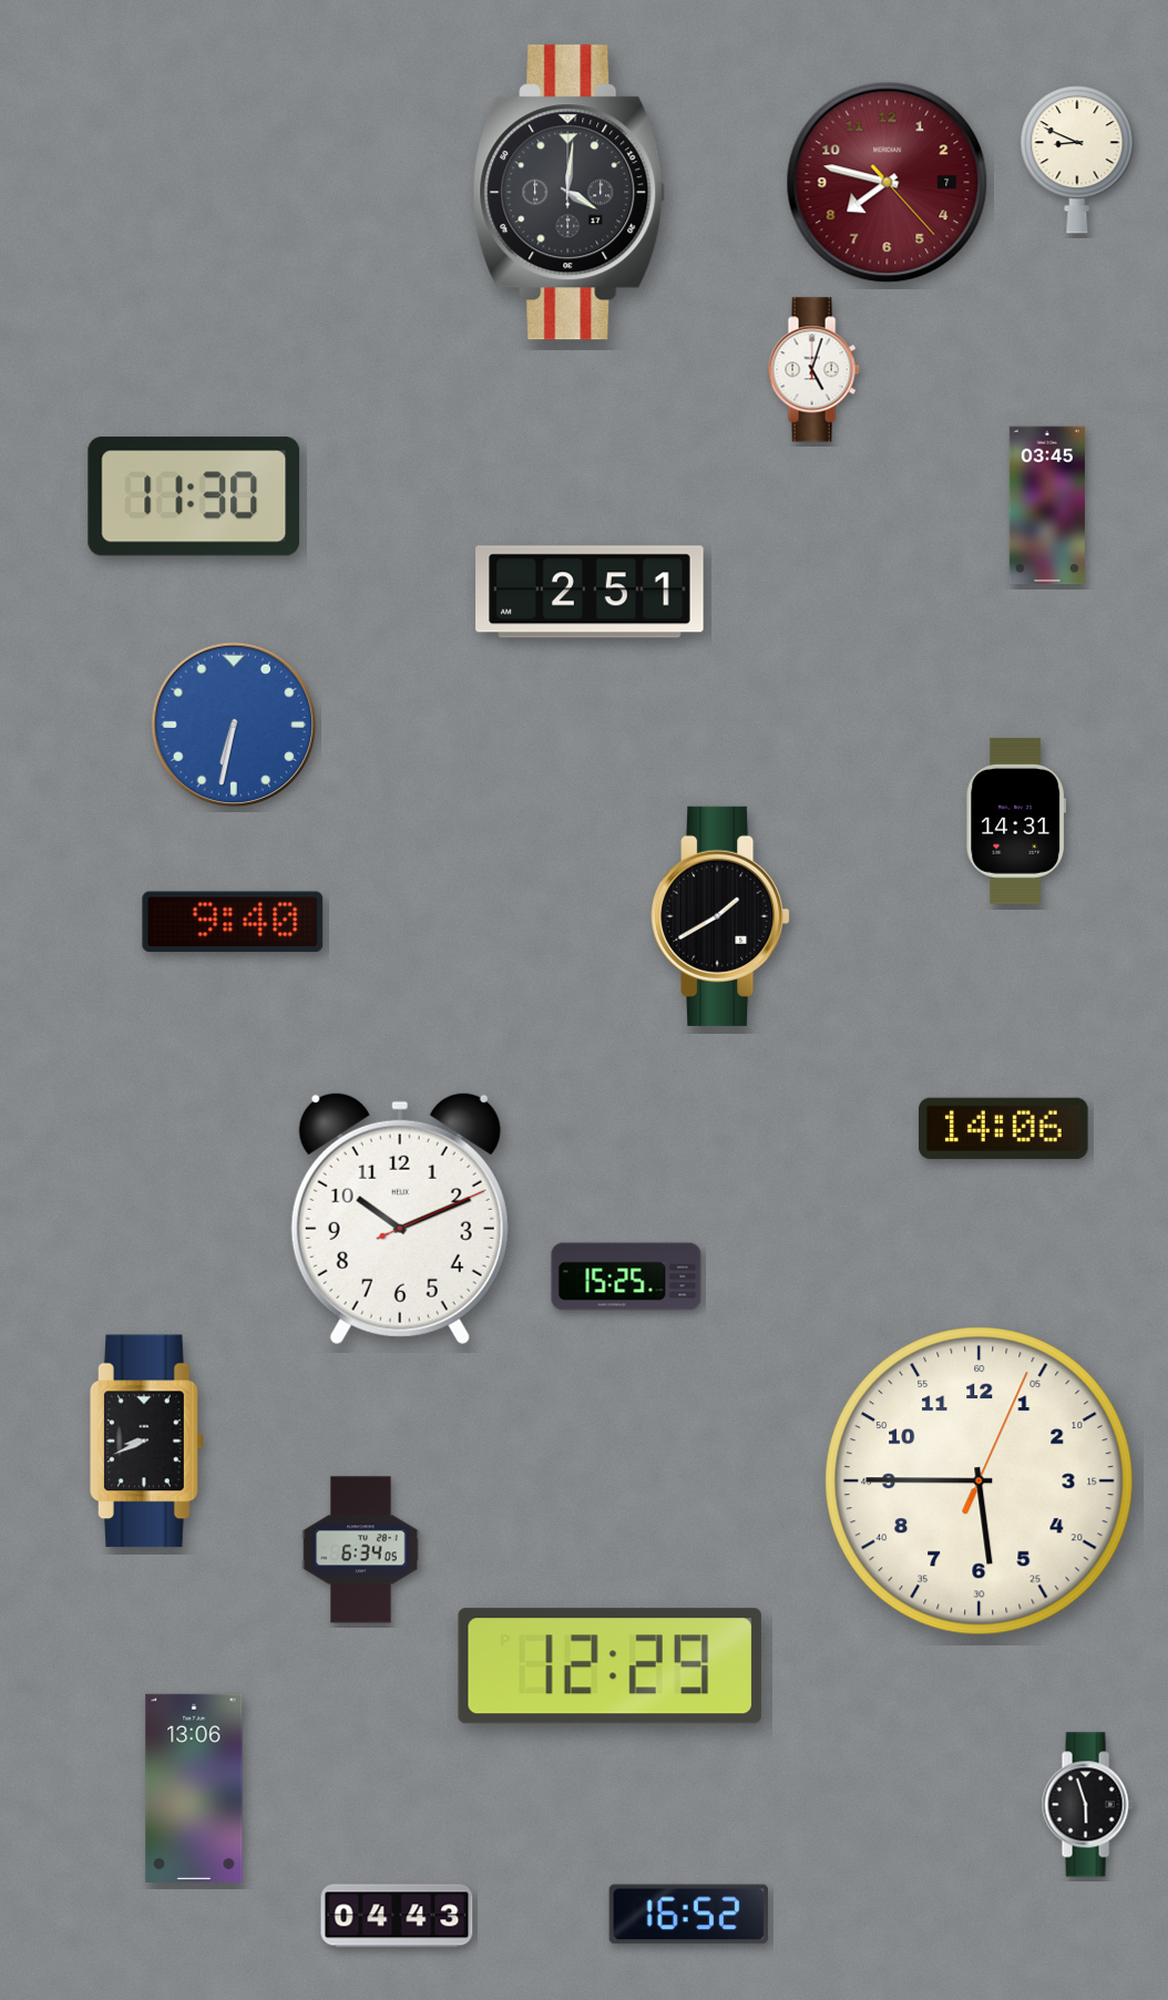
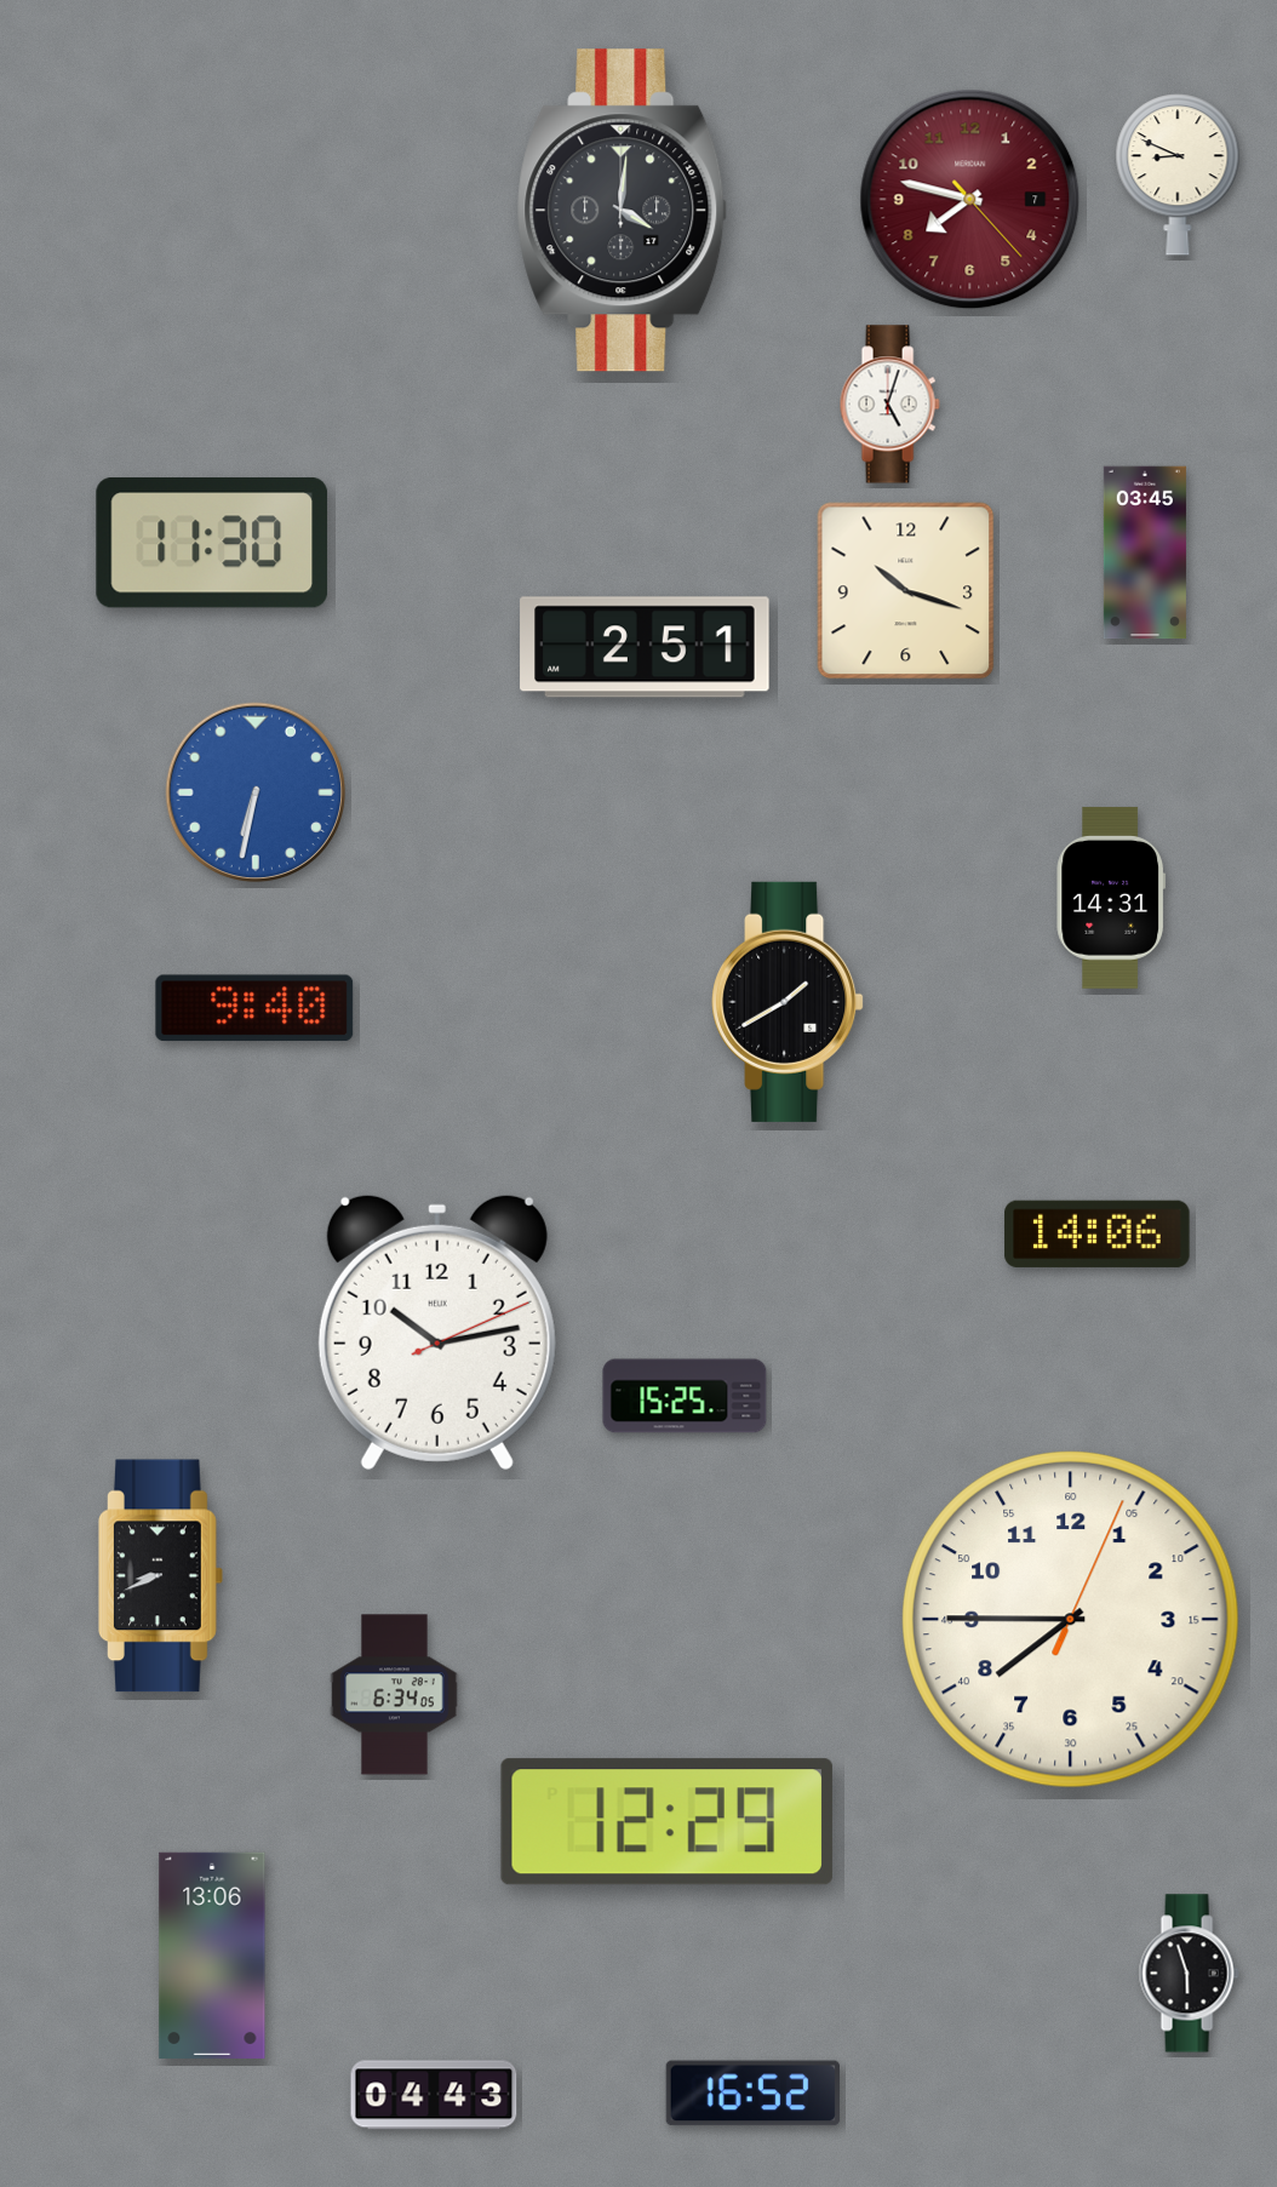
clock at (906, 591): none -> 10:18
clock at (400, 1218): 10:11 -> 10:13
clock at (980, 1481): 5:45 -> 7:45
